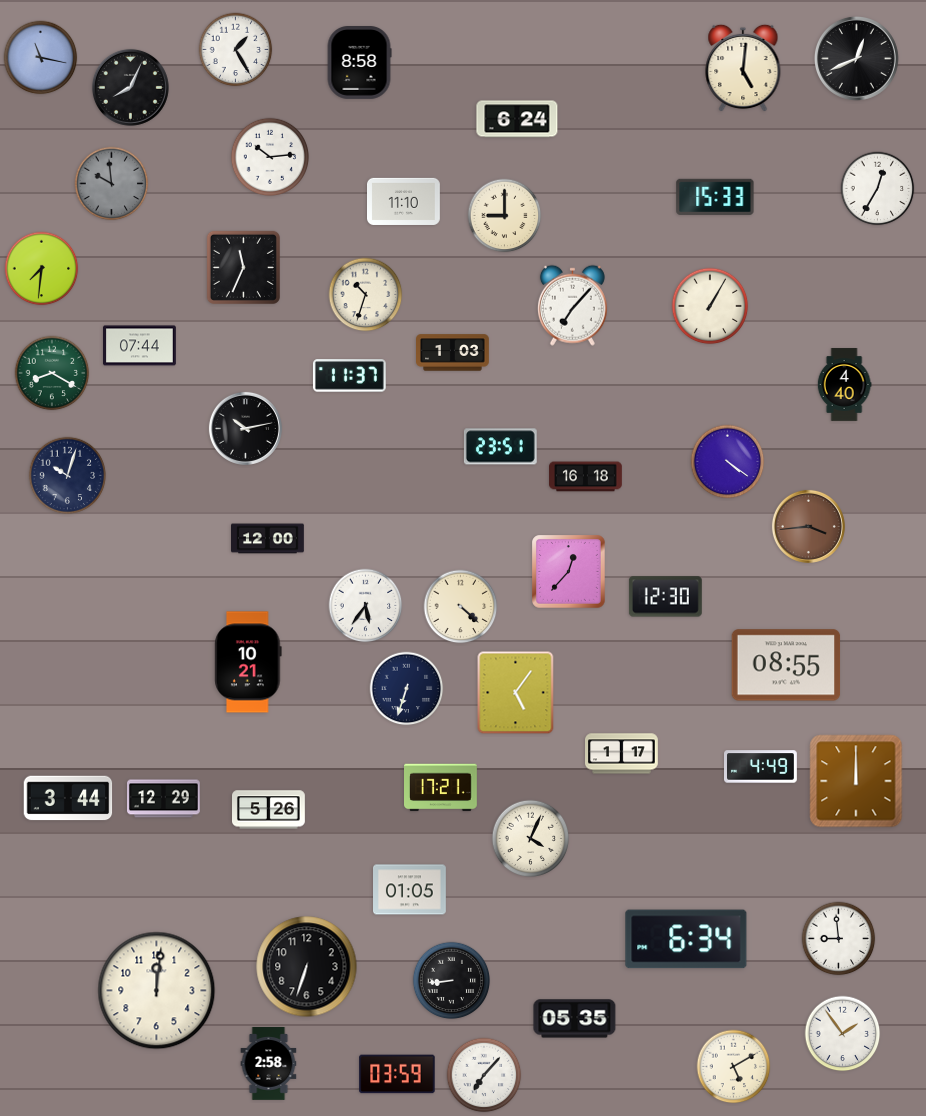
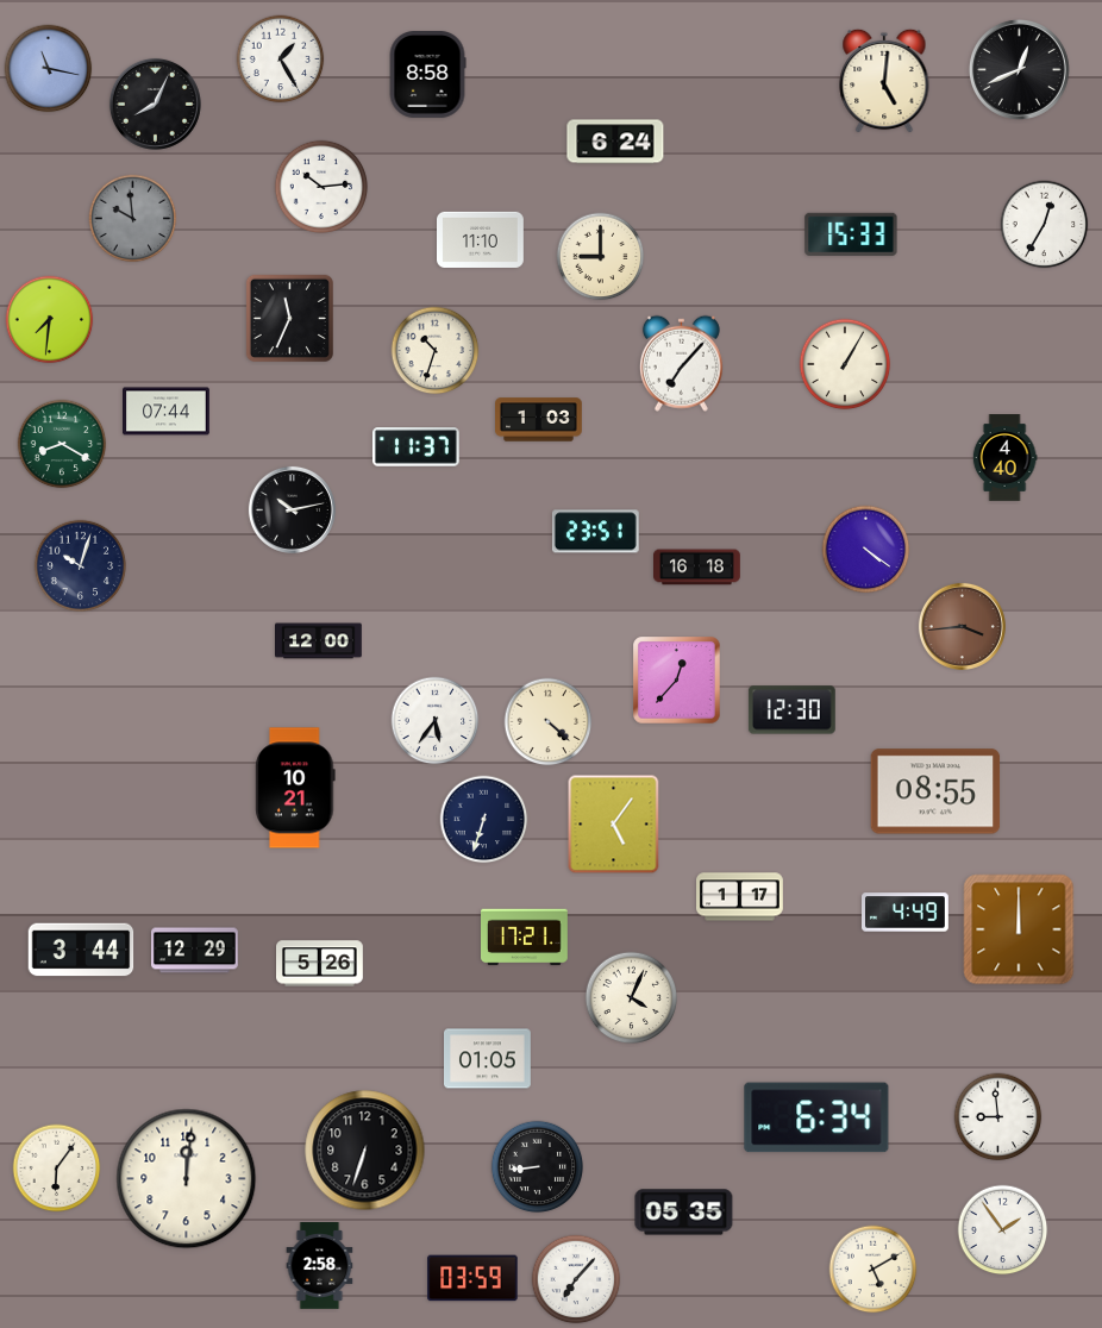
clock at (57, 1169): none -> 6:06
